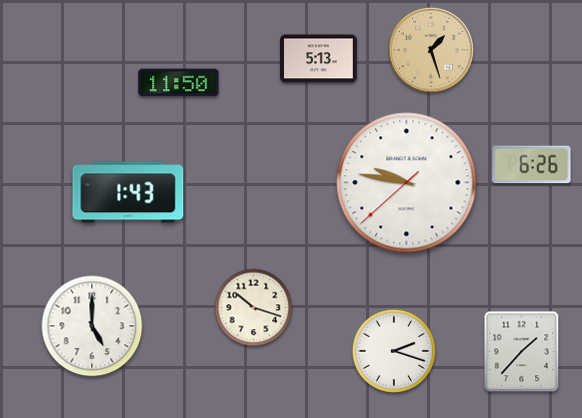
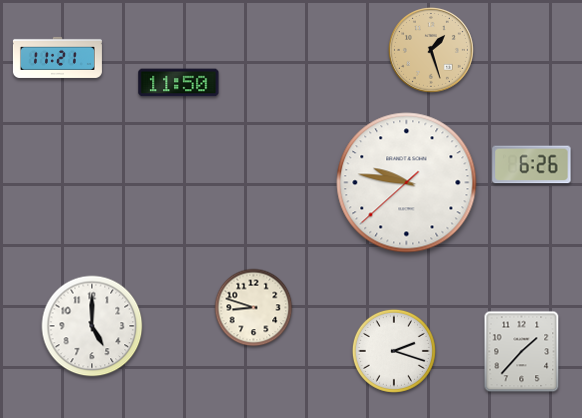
clock at (57, 57): none -> 11:21
clock at (319, 59): 5:13 -> none
clock at (128, 192): 1:43 -> none
clock at (254, 308): 10:18 -> 8:48
